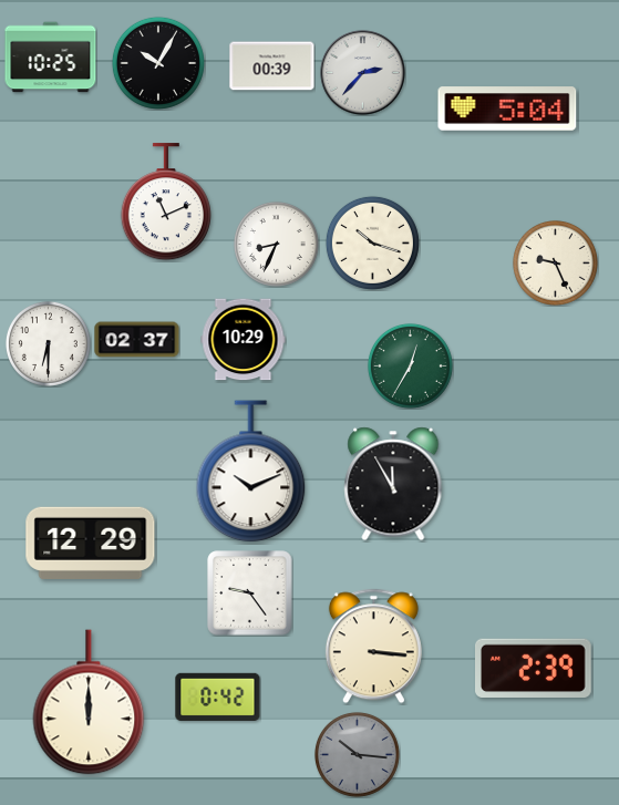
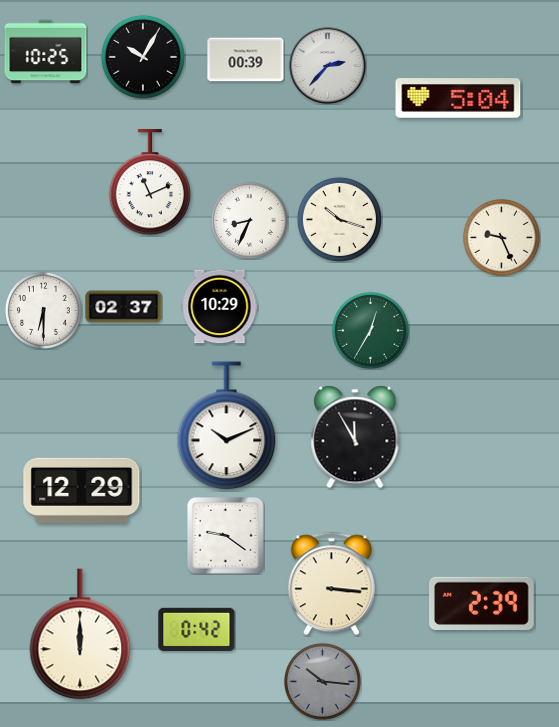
clock at (372, 242) position: (372, 242) -> (339, 219)
clock at (250, 594): 9:24 -> 9:21
clock at (373, 647) position: (373, 647) -> (331, 584)
